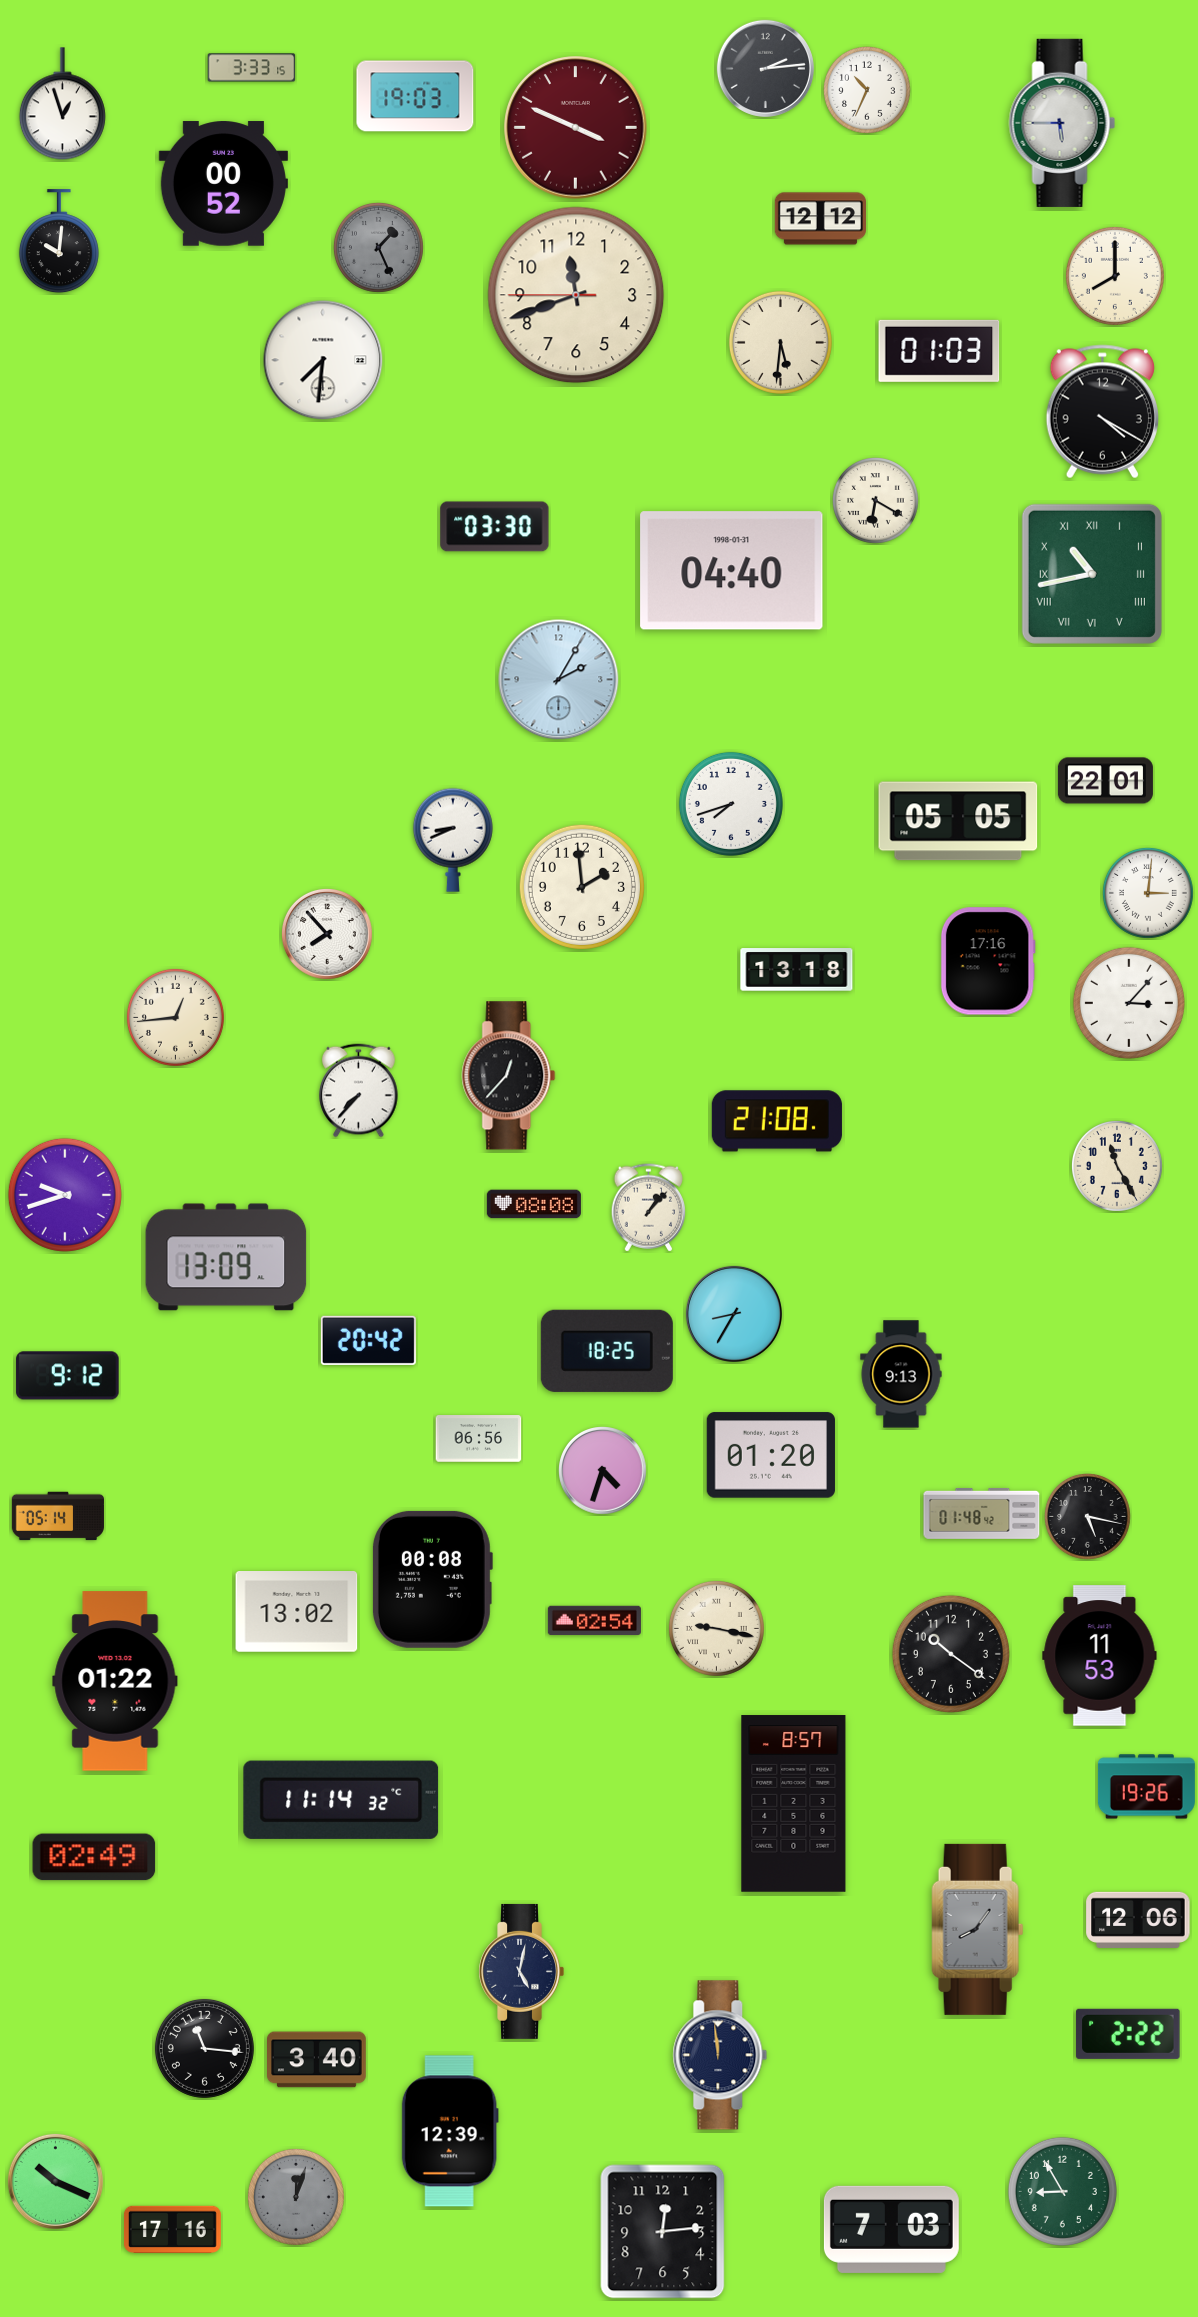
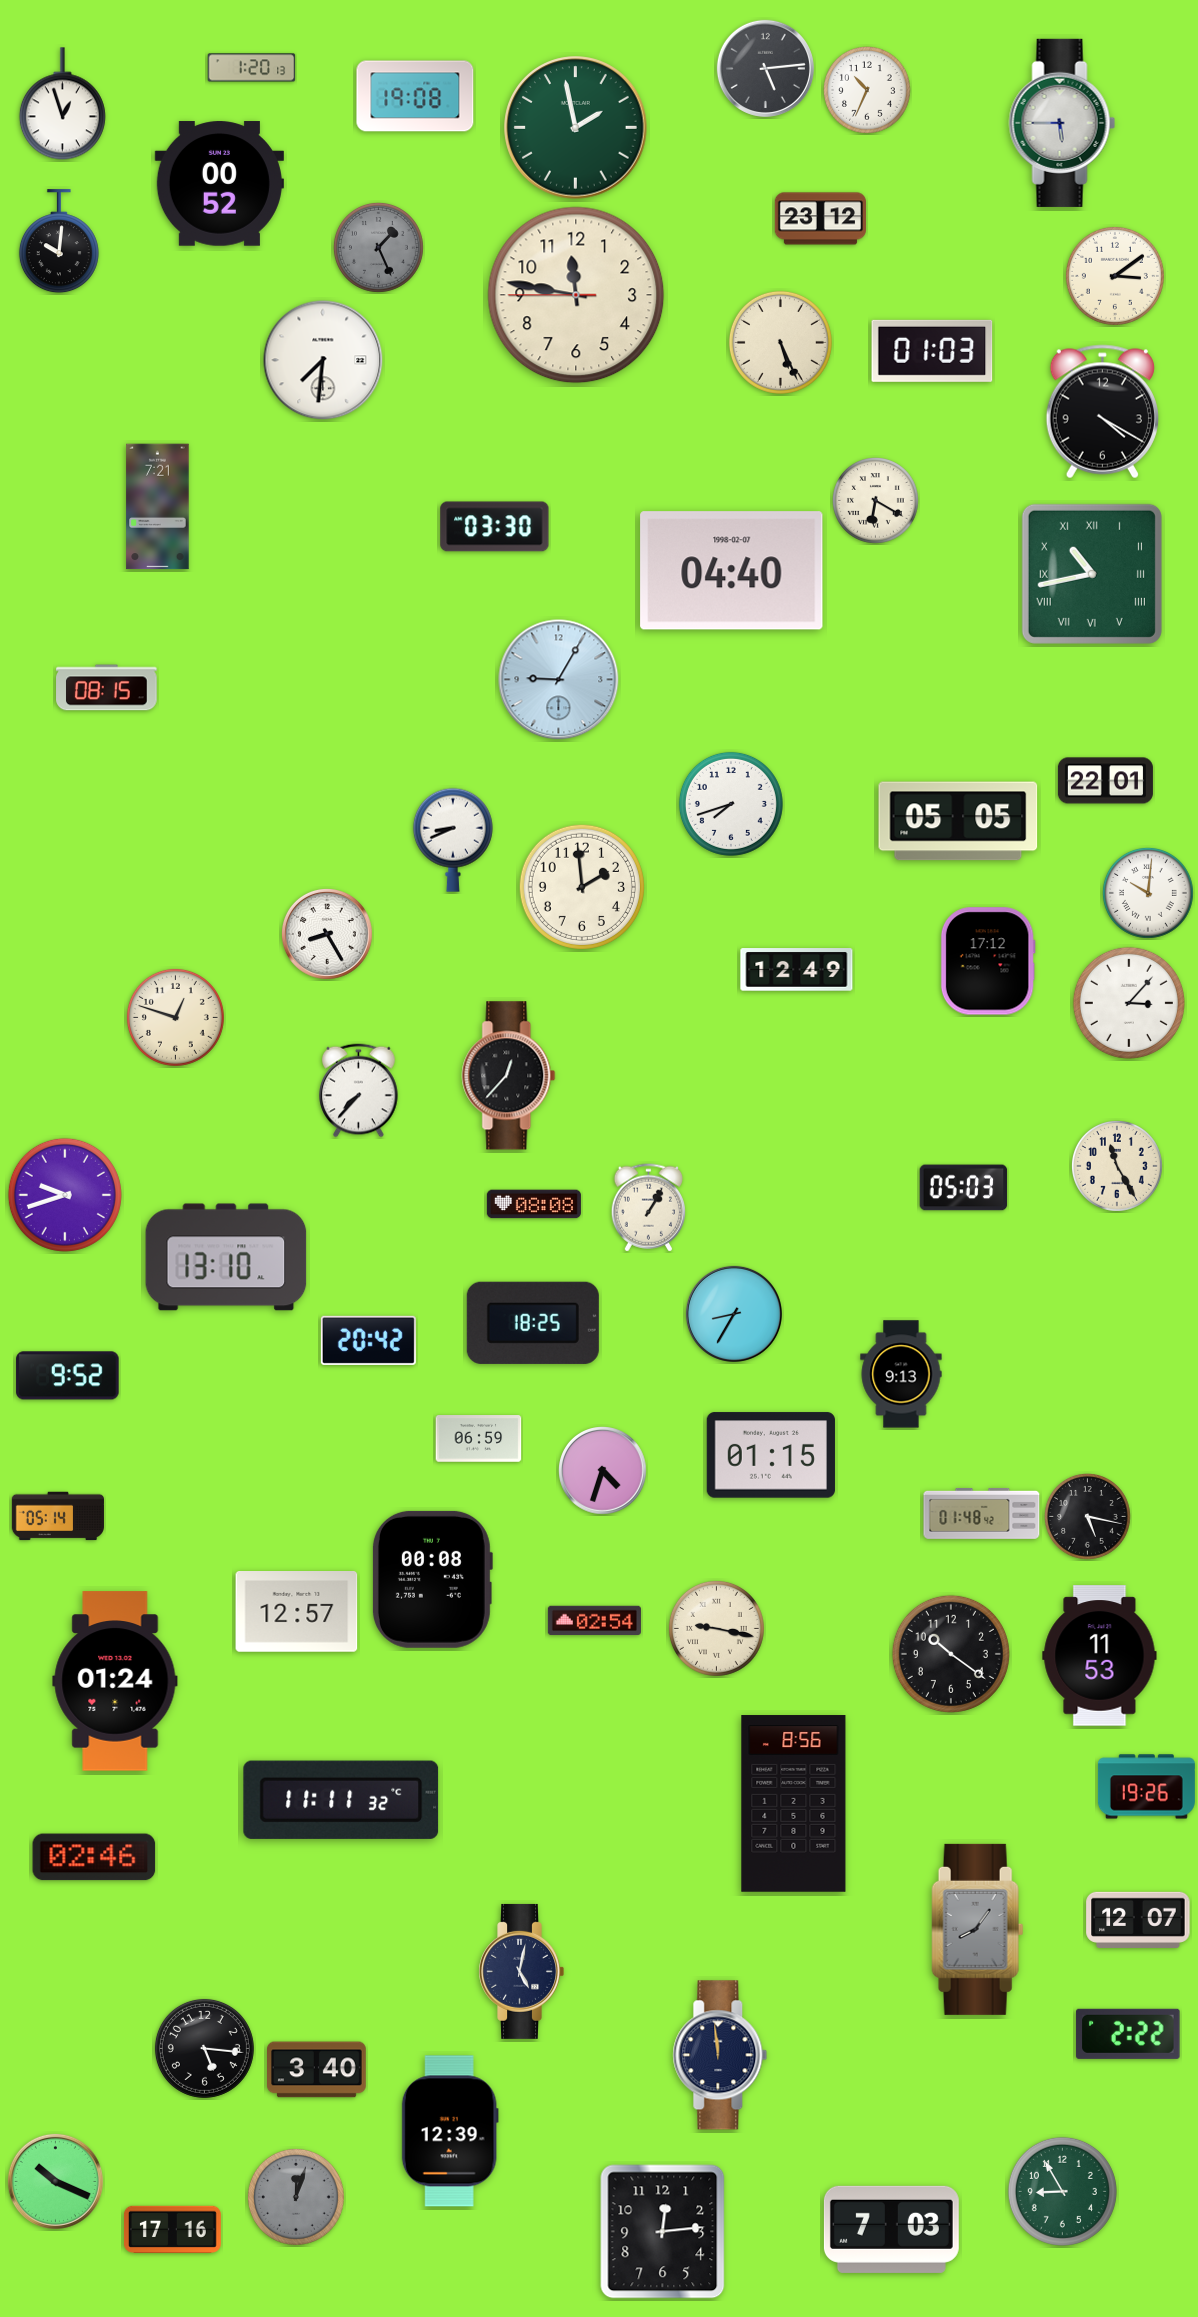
clock at (252, 68): 3:33 -> 1:20
clock at (765, 68): 2:14 -> 5:14
clock at (415, 96): 19:03 -> 19:08
clock at (576, 128): 3:49 -> 1:58
clock at (576, 128) dial: burgundy -> green
clock at (223, 184) position: (223, 184) -> (219, 184)
clock at (820, 219): 12:12 -> 23:12
clock at (1115, 276): 8:00 -> 3:09
clock at (576, 295): 11:41 -> 11:46
clock at (780, 342): 5:31 -> 5:26
clock at (939, 351) position: (939, 351) -> (932, 351)
clock at (158, 507): none -> 7:21
clock at (732, 571) date: 1998-01-31 -> 1998-02-07
clock at (559, 680): 2:05 -> 9:05
clock at (107, 688): none -> 08:15
clock at (1148, 893): 3:01 -> 10:01
clock at (327, 934): 7:53 -> 8:25
clock at (988, 961): 17:16 -> 17:12
clock at (797, 970): 13:18 -> 12:49
clock at (175, 1017): 12:44 -> 12:48
clock at (777, 1121): 21:08 -> none
clock at (964, 1188): none -> 05:03
clock at (648, 1208): 1:07 -> 1:05
clock at (226, 1257): 13:09 -> 13:10
clock at (607, 1351) position: (607, 1351) -> (533, 1323)
clock at (68, 1376): 9:12 -> 9:52
clock at (479, 1439): 06:56 -> 06:59
clock at (771, 1455): 01:20 -> 01:15
clock at (297, 1612): 13:02 -> 12:57
clock at (115, 1681): 01:22 -> 01:24
clock at (341, 1800): 11:14 -> 11:11
clock at (794, 1804): 8:57 -> 8:56
clock at (94, 1857): 02:49 -> 02:46
clock at (1138, 1920): 12:06 -> 12:07
clock at (204, 2048): 11:16 -> 5:16
clock at (317, 2060) position: (317, 2060) -> (317, 2070)
